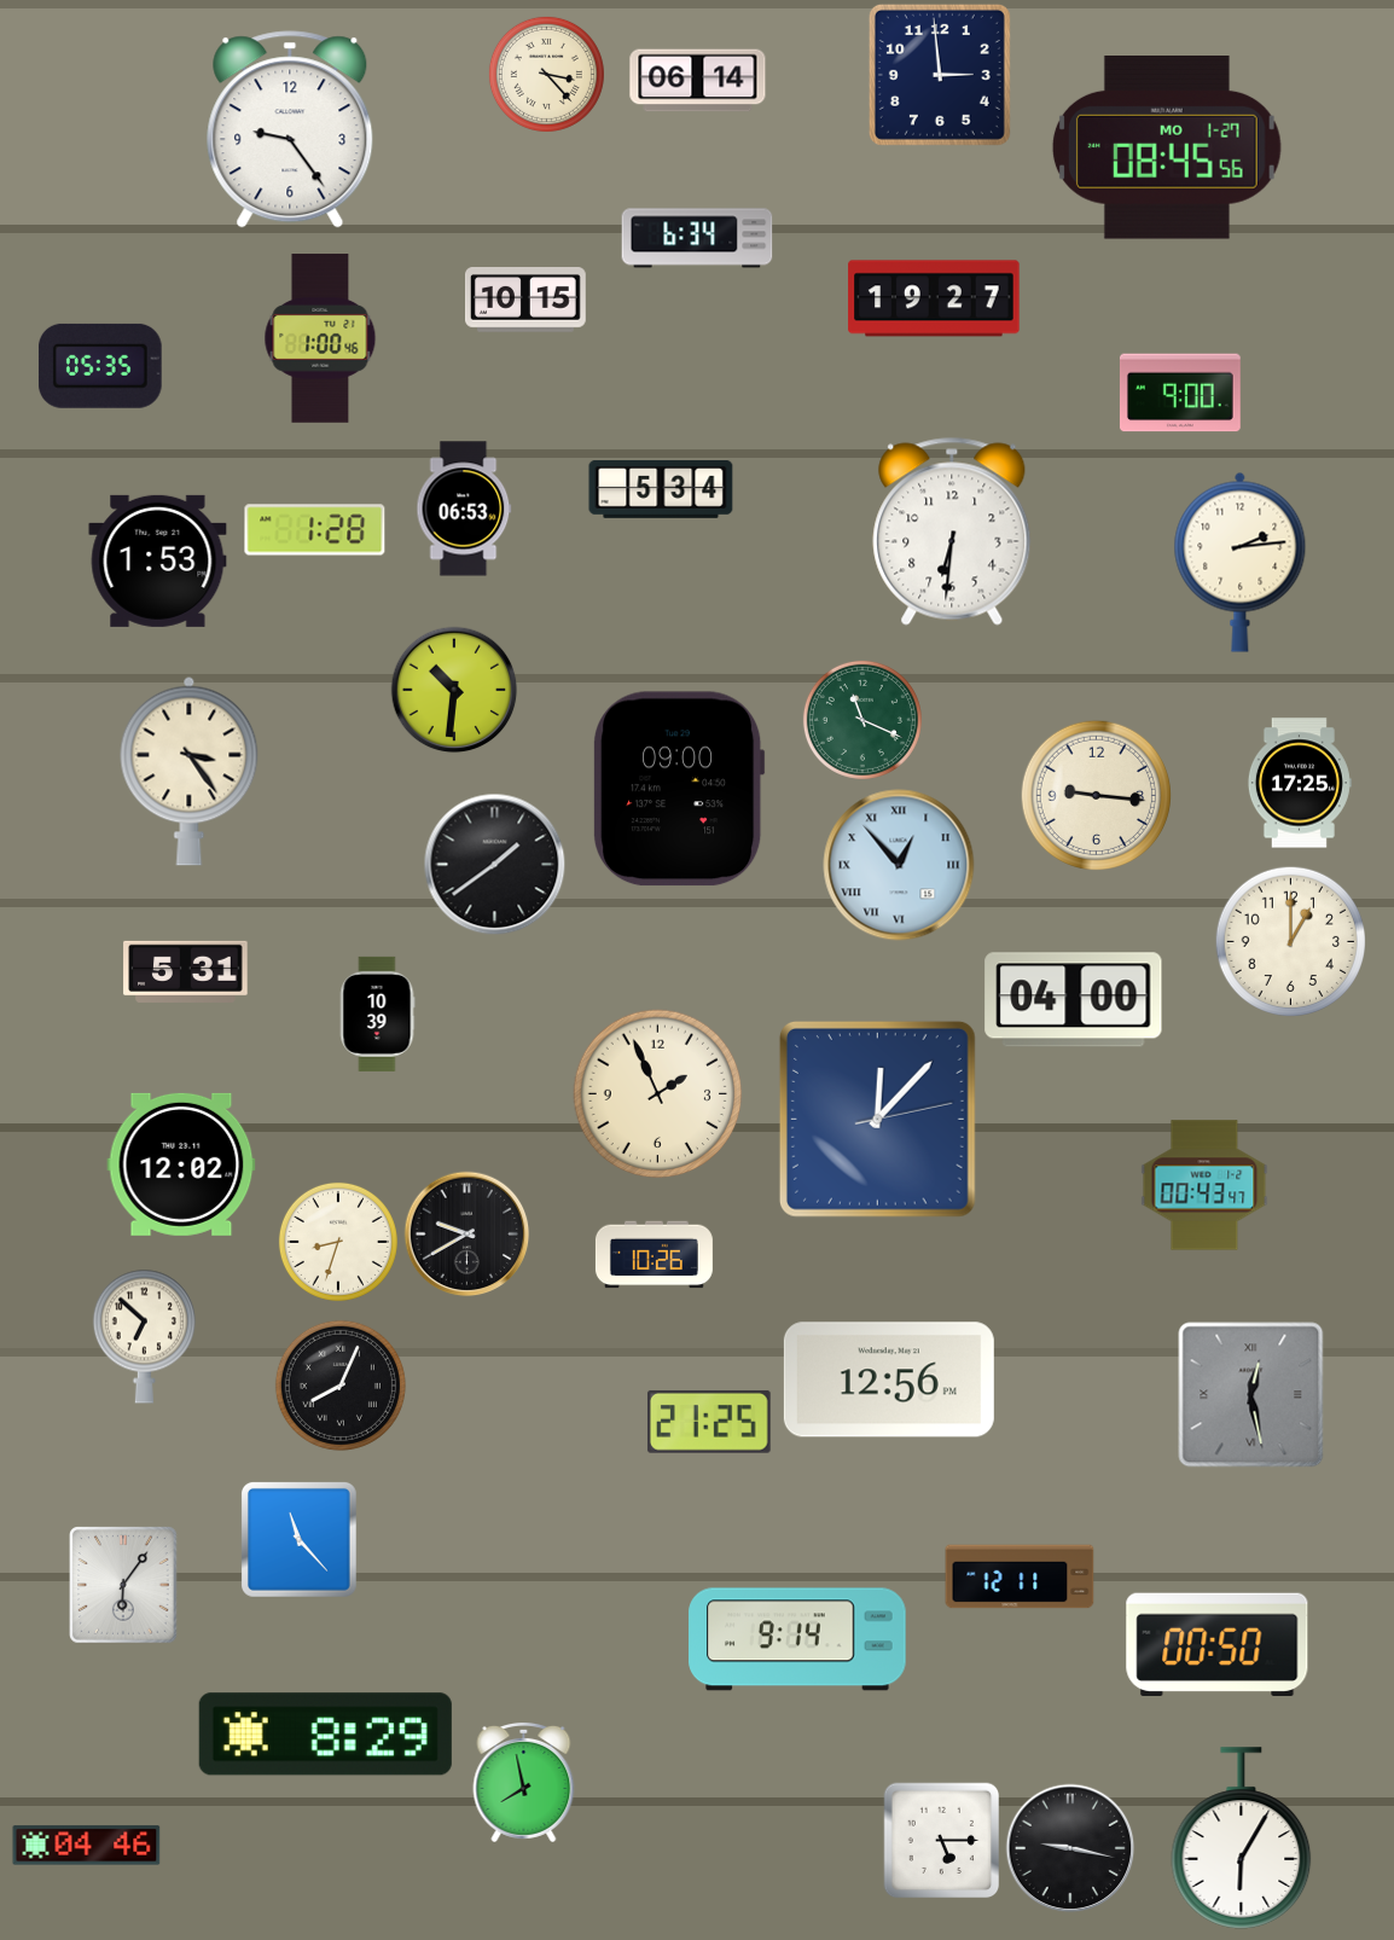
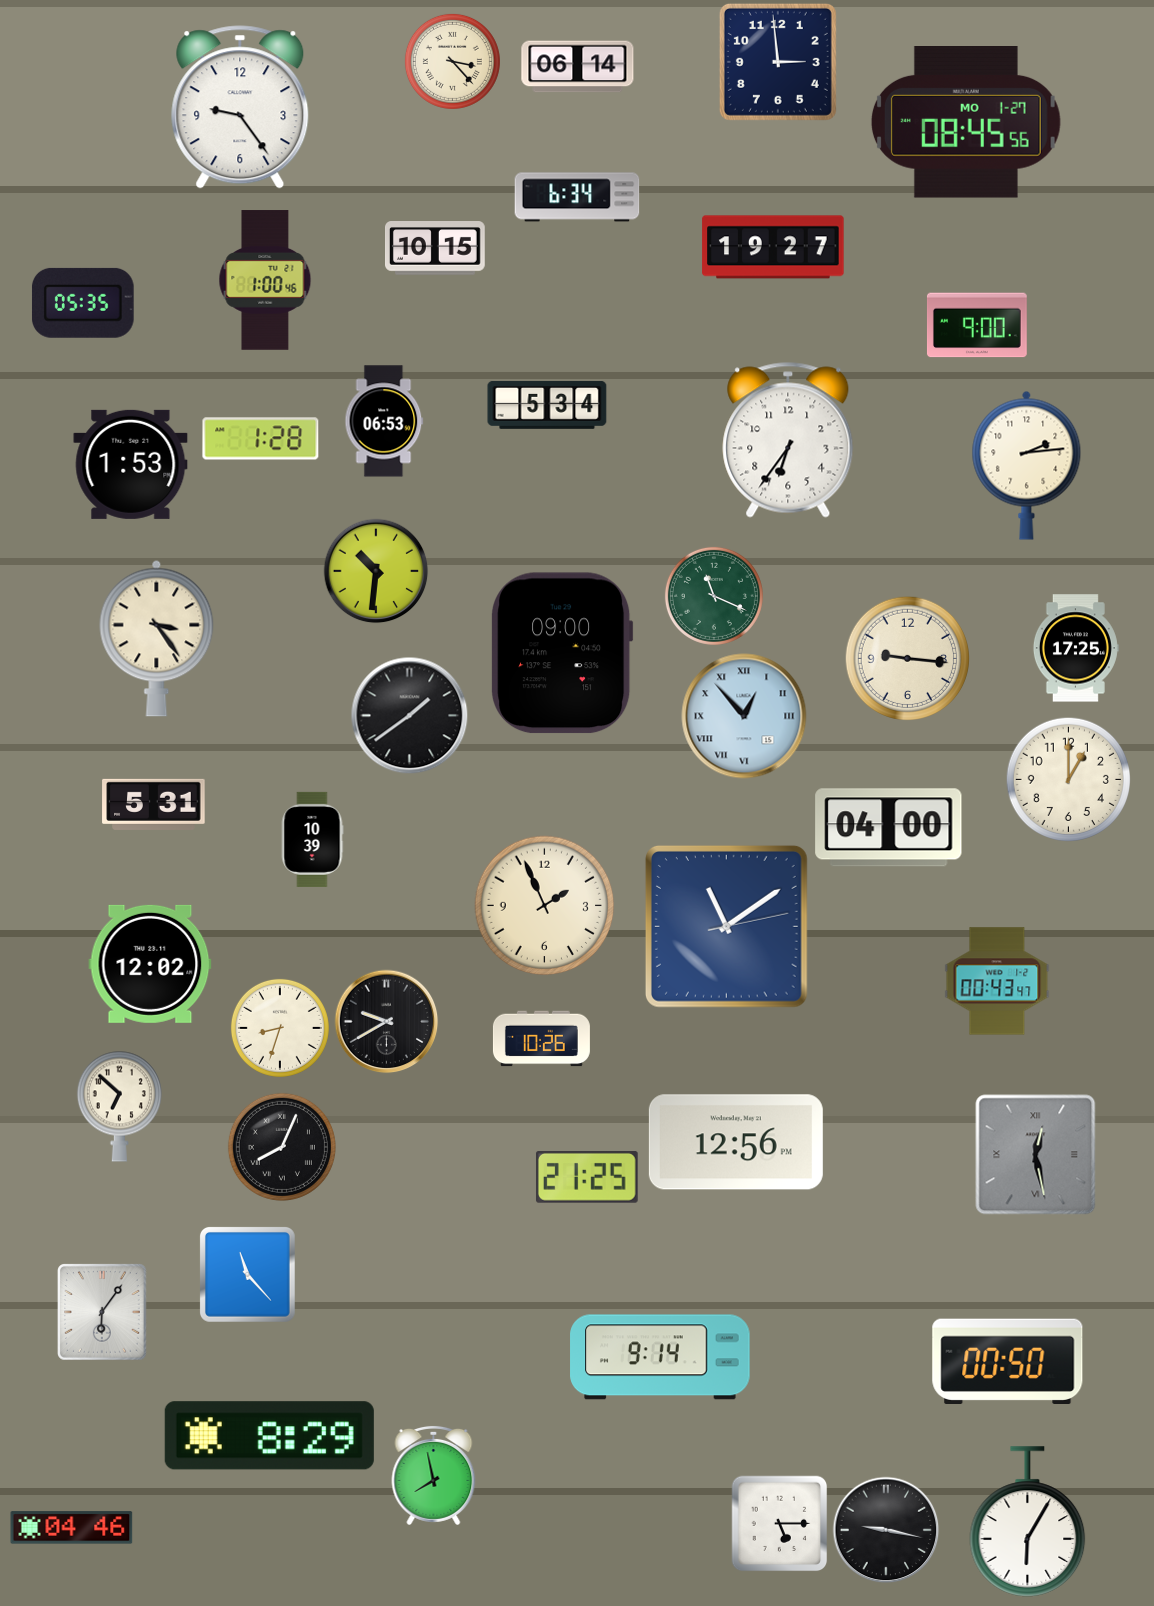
clock at (952, 532): 6:31 -> 6:36
clock at (877, 1119): 12:07 -> 11:09
clock at (1020, 1576): 12:11 -> none
